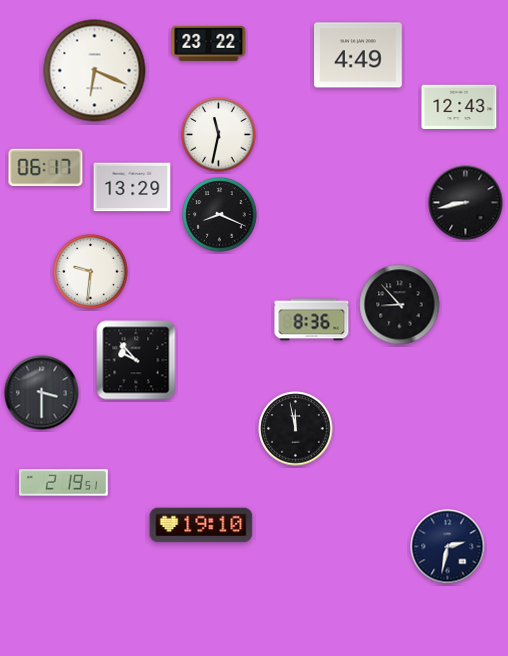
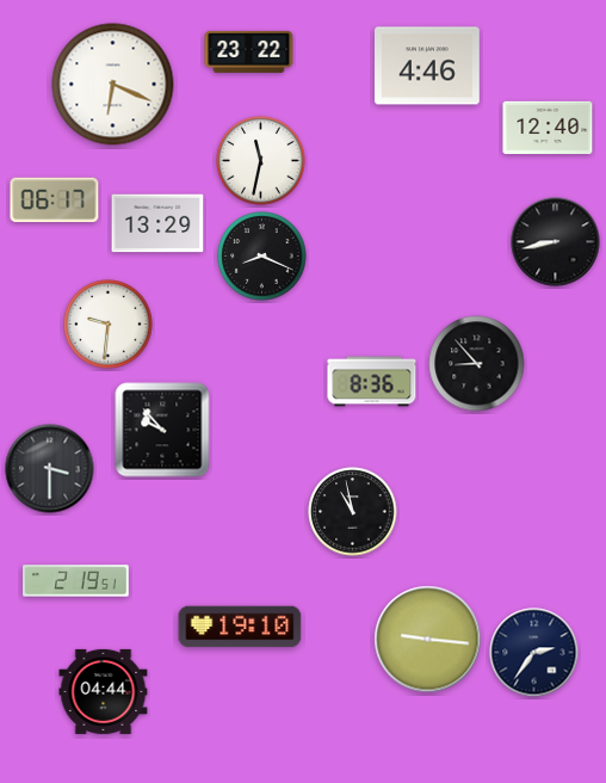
clock at (359, 55): 4:49 -> 4:46
clock at (459, 107): 12:43 -> 12:40
clock at (296, 429): 11:58 -> 10:58
clock at (64, 483) position: (64, 483) -> (76, 581)
clock at (428, 640): none -> 9:16
clock at (448, 547): 2:32 -> 2:36
clock at (104, 691): none -> 04:44
